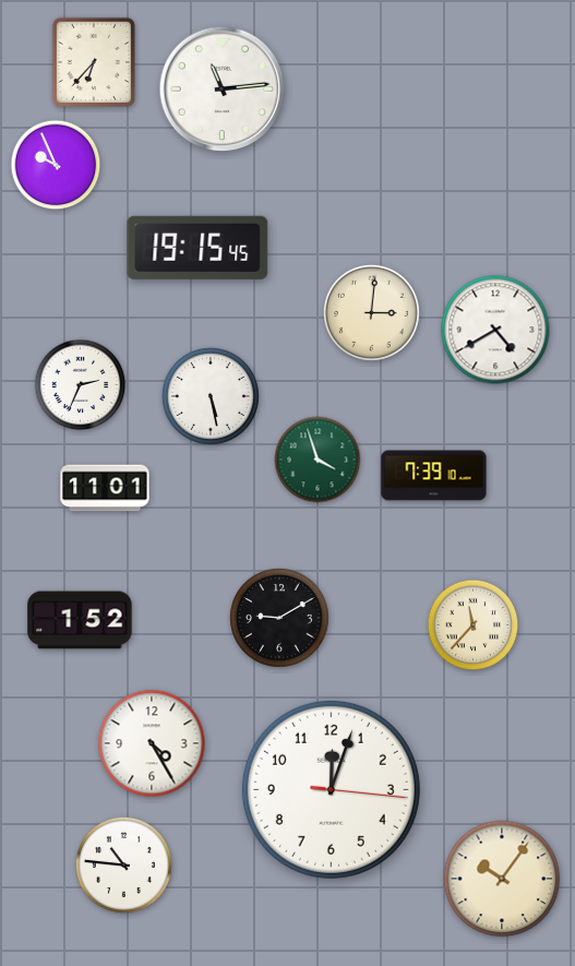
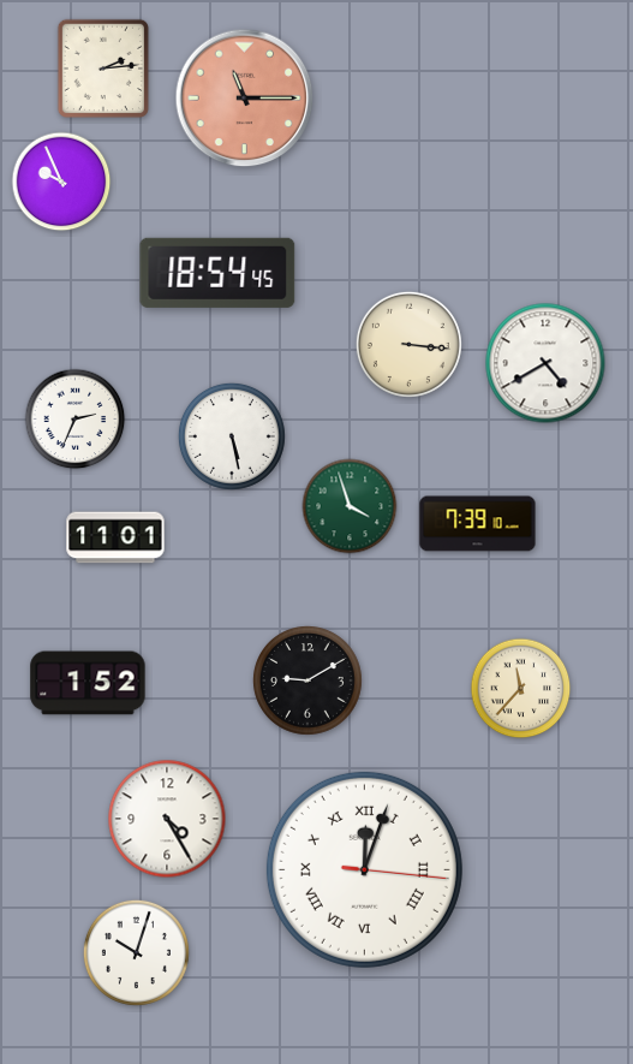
clock at (94, 61): 6:37 -> 2:14
clock at (223, 90): 11:14 -> 11:15
clock at (223, 90) dial: white -> salmon
clock at (197, 248): 19:15 -> 18:54
clock at (371, 312): 3:01 -> 3:16
clock at (81, 385) position: (81, 385) -> (76, 420)
clock at (331, 789) numerals: Arabic -> Roman
clock at (123, 864): 10:46 -> 10:03
clock at (502, 879): 10:06 -> none
